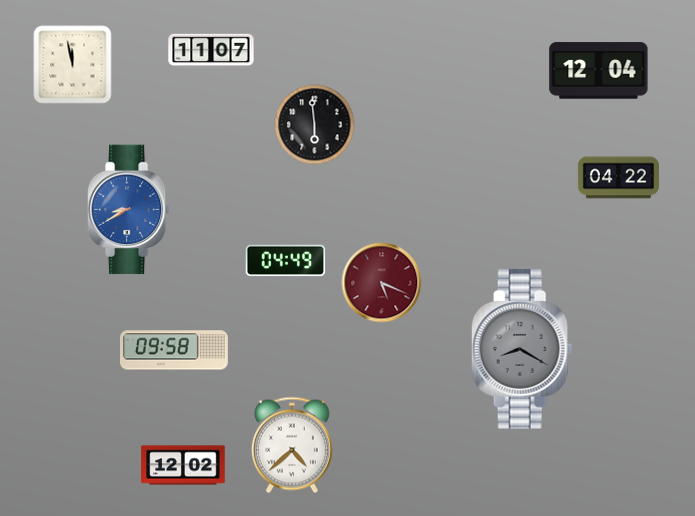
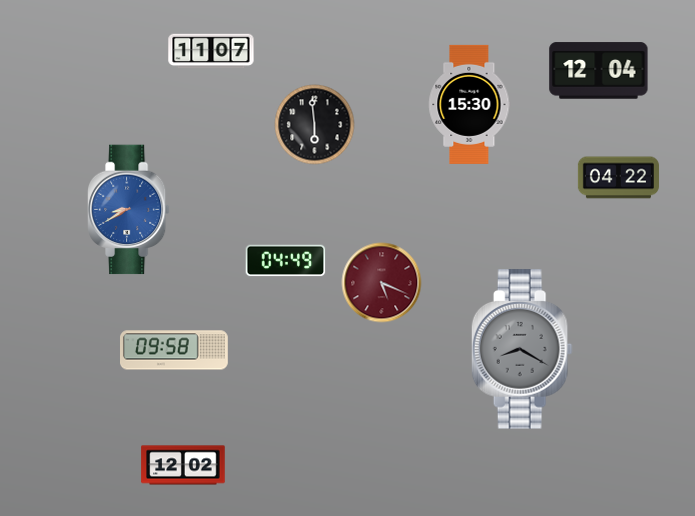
clock at (73, 65): 11:58 -> none
clock at (470, 104): none -> 15:30
clock at (292, 445): 4:38 -> none
